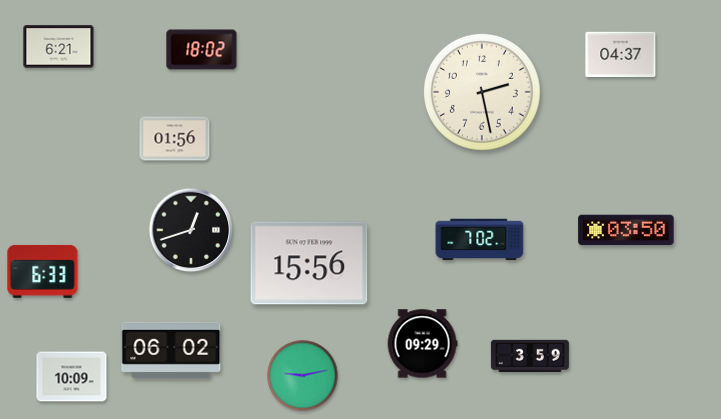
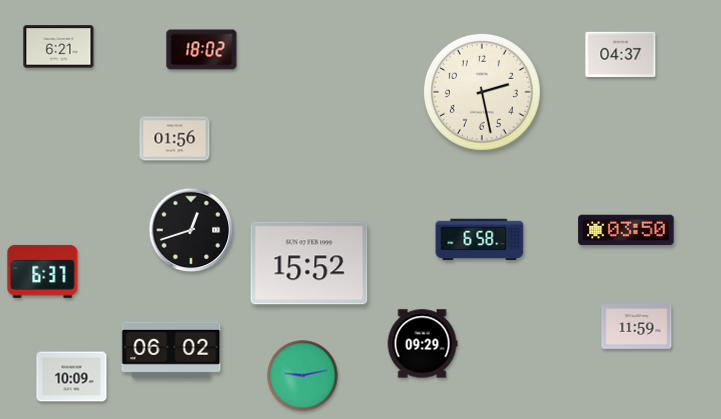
clock at (480, 240): 7:02 -> 6:58
clock at (309, 263): 15:56 -> 15:52
clock at (43, 271): 6:33 -> 6:37
clock at (637, 327): none -> 11:59
clock at (530, 355): 3:59 -> none
